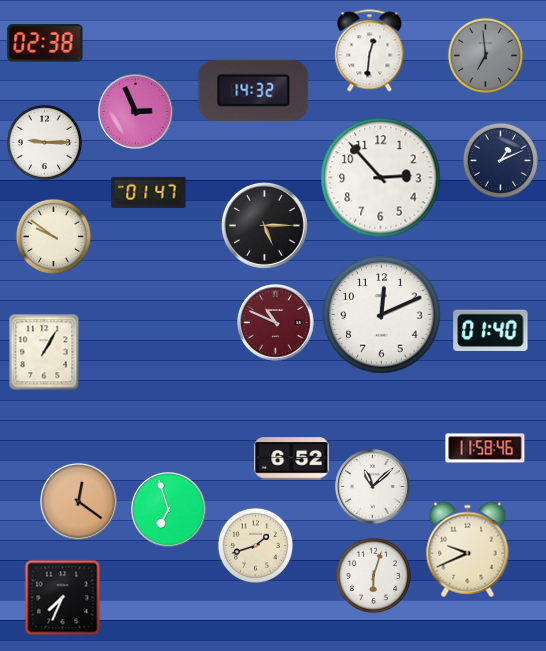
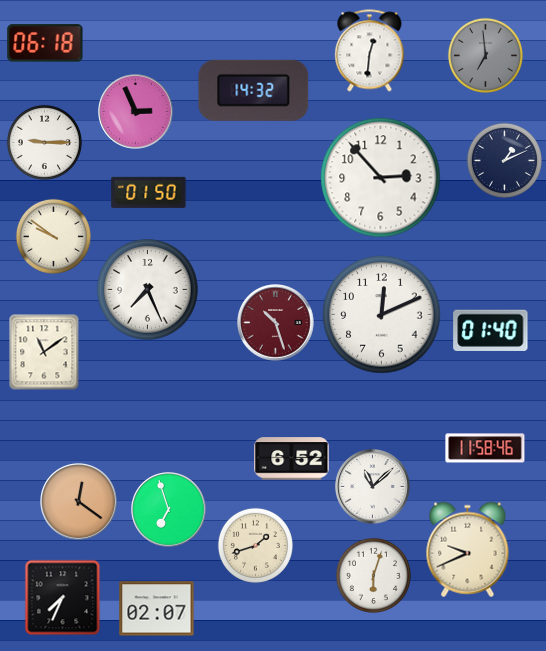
clock at (45, 43): 02:38 -> 06:18
clock at (500, 160) position: (500, 160) -> (504, 160)
clock at (149, 192): 01:47 -> 01:50
clock at (264, 225): 5:15 -> none
clock at (148, 290): none -> 7:26
clock at (276, 323): 10:49 -> 10:27
clock at (44, 352): 1:05 -> 11:09
clock at (157, 609): none -> 02:07
